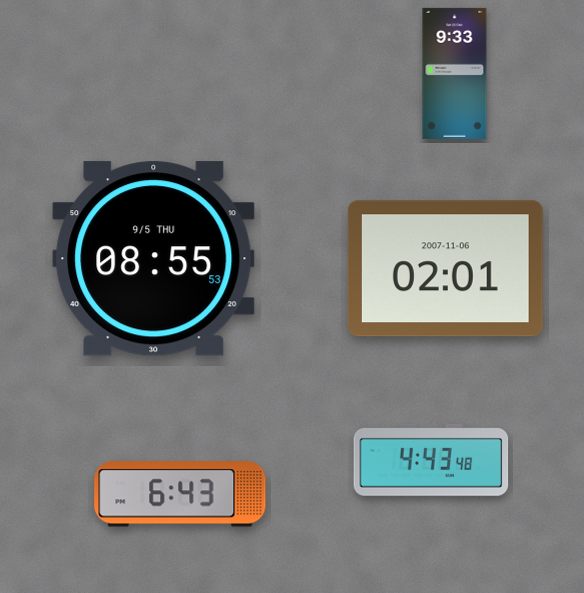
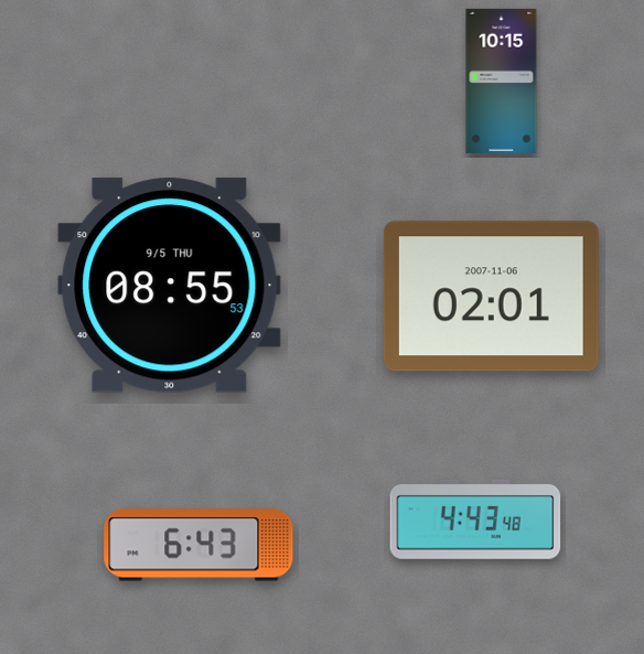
clock at (455, 73): 9:33 -> 10:15
clock at (431, 460) position: (431, 460) -> (475, 519)
